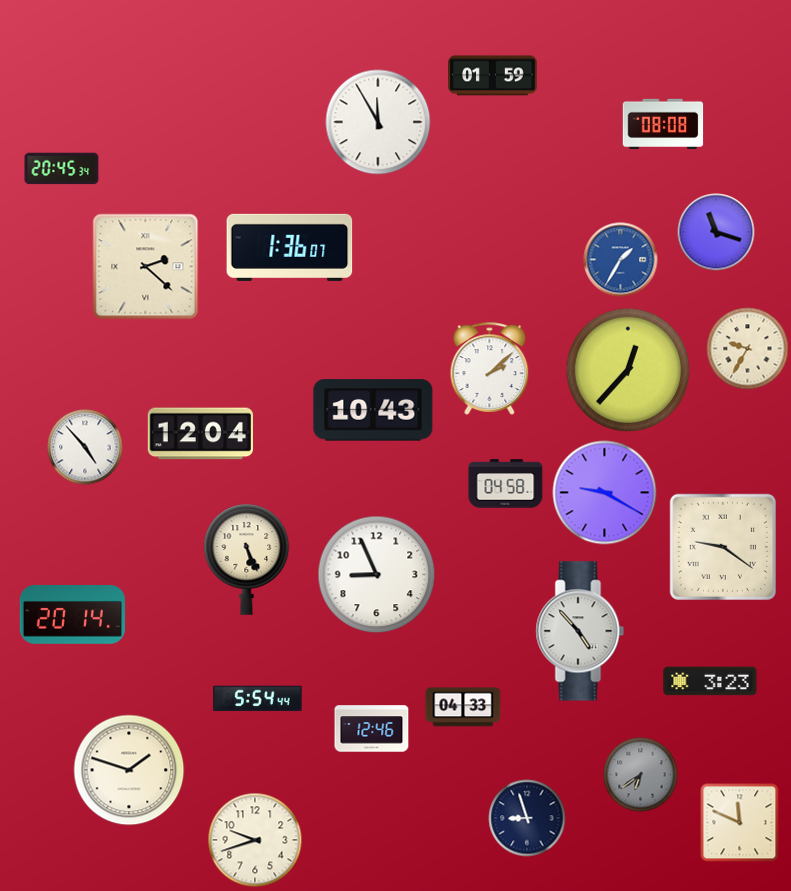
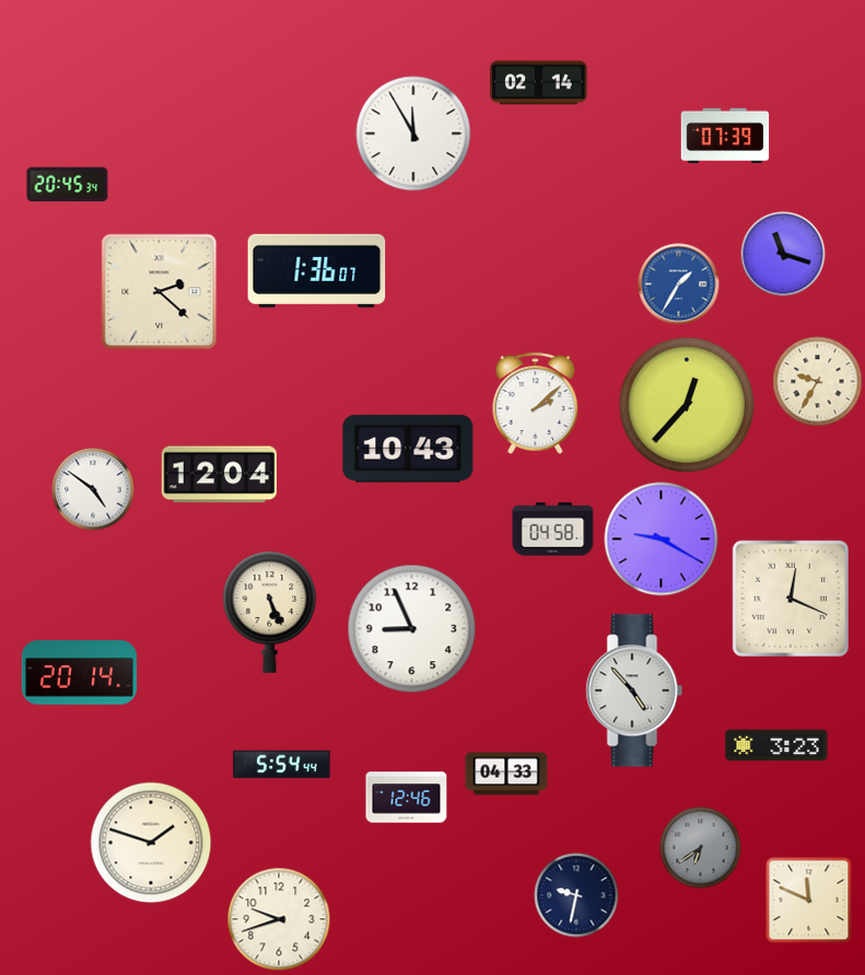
clock at (493, 76): 01:59 -> 02:14
clock at (663, 124): 08:08 -> 07:39
clock at (85, 447): 4:53 -> 4:51
clock at (723, 547): 9:21 -> 12:19
clock at (129, 770) position: (129, 770) -> (151, 843)
clock at (527, 818): 8:57 -> 9:32
